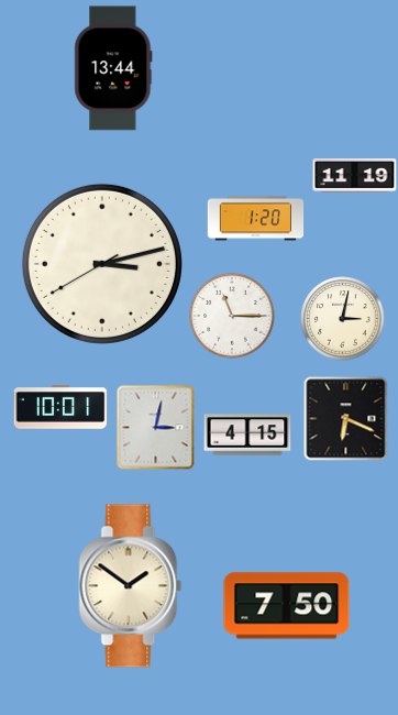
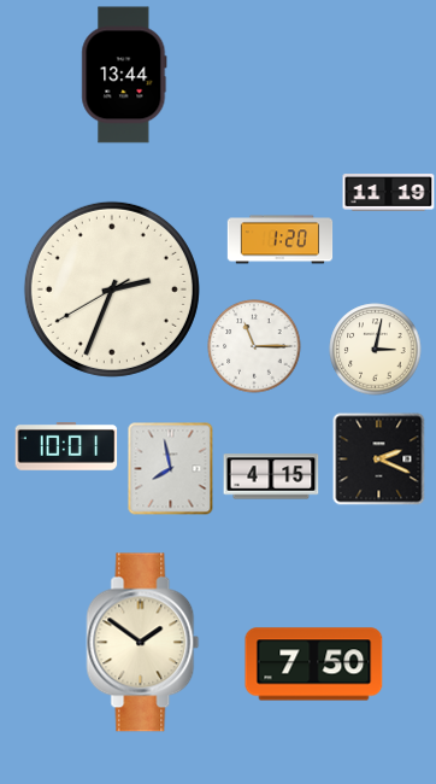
clock at (102, 264): 3:12 -> 2:33
clock at (346, 419): 6:19 -> 2:19
clock at (156, 428): 3:02 -> 7:58
